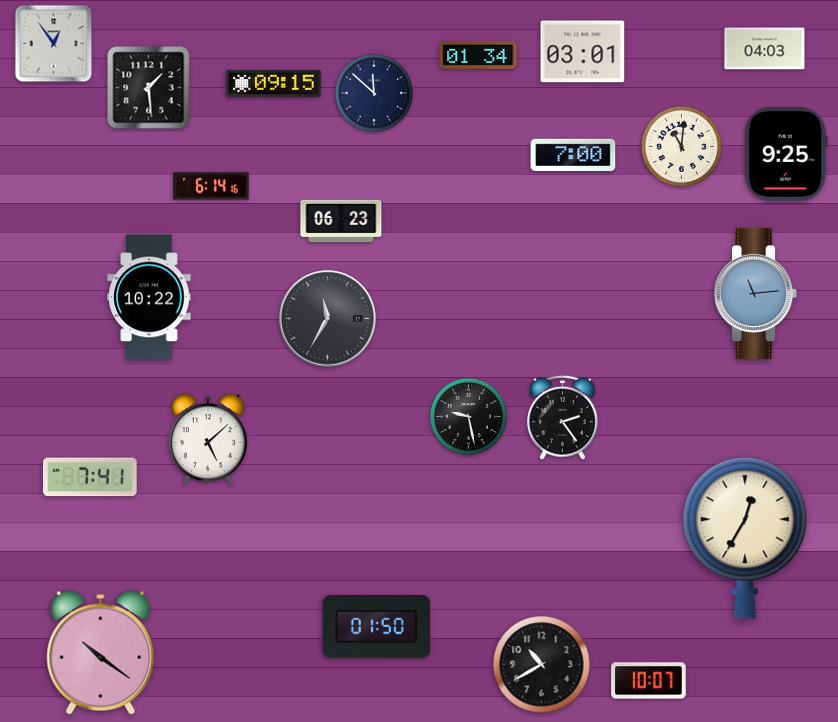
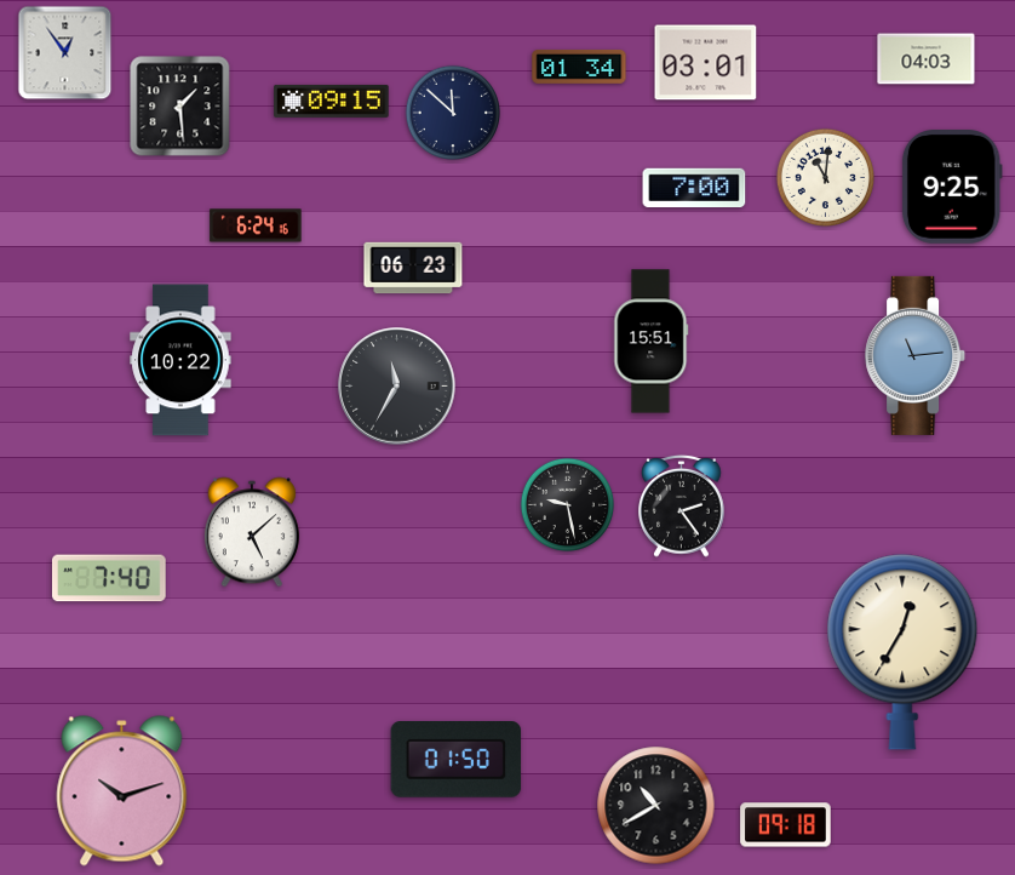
clock at (211, 186): 6:14 -> 6:24
clock at (652, 342): none -> 15:51
clock at (90, 477): 7:41 -> 7:40
clock at (101, 653): 10:21 -> 10:12
clock at (649, 681): 10:07 -> 09:18
